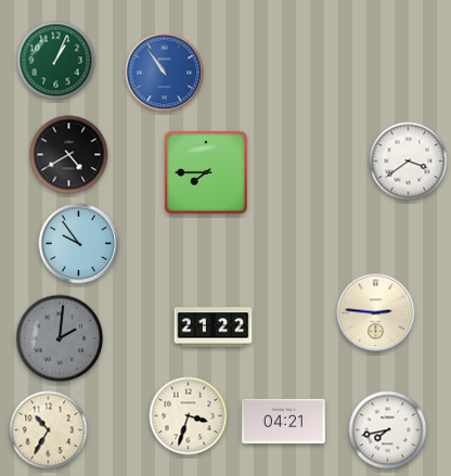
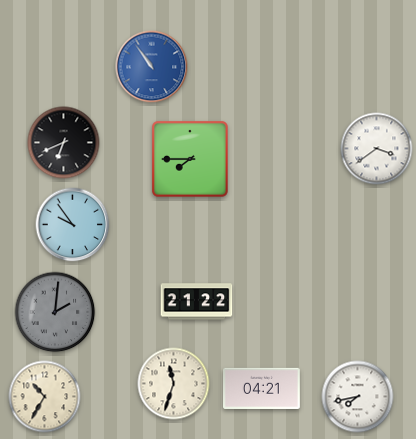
clock at (56, 61): 1:04 -> none
clock at (69, 155): 4:40 -> 6:41
clock at (376, 313): 2:46 -> none
clock at (189, 416): 3:33 -> 11:33
